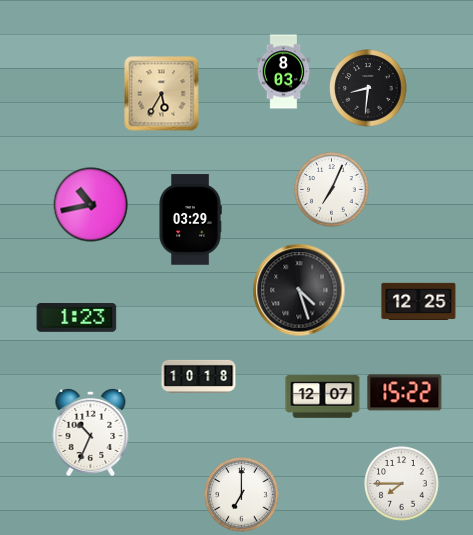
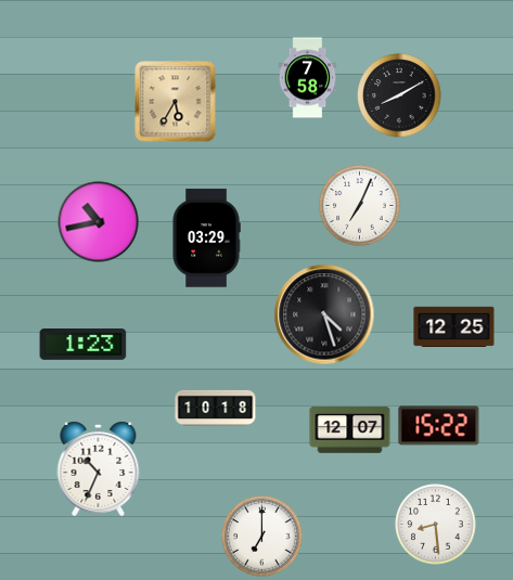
clock at (284, 72): 8:03 -> 7:58
clock at (368, 88): 8:31 -> 8:10
clock at (402, 484): 7:45 -> 8:29
